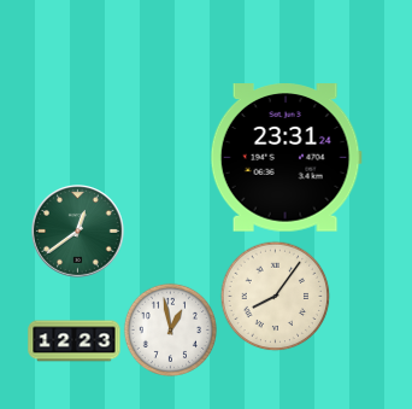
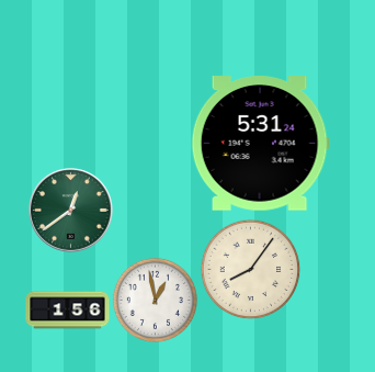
clock at (286, 158): 23:31 -> 5:31
clock at (75, 341): 12:23 -> 1:56
